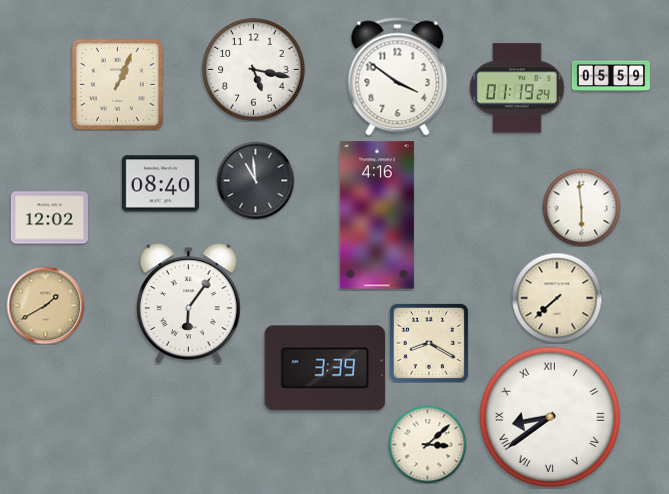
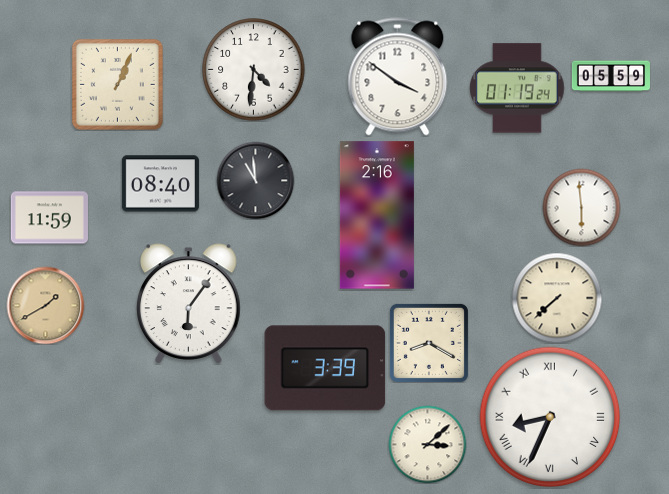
clock at (254, 70): 5:17 -> 4:31
clock at (377, 215): 4:16 -> 2:16
clock at (49, 218): 12:02 -> 11:59
clock at (550, 417): 8:39 -> 8:34
